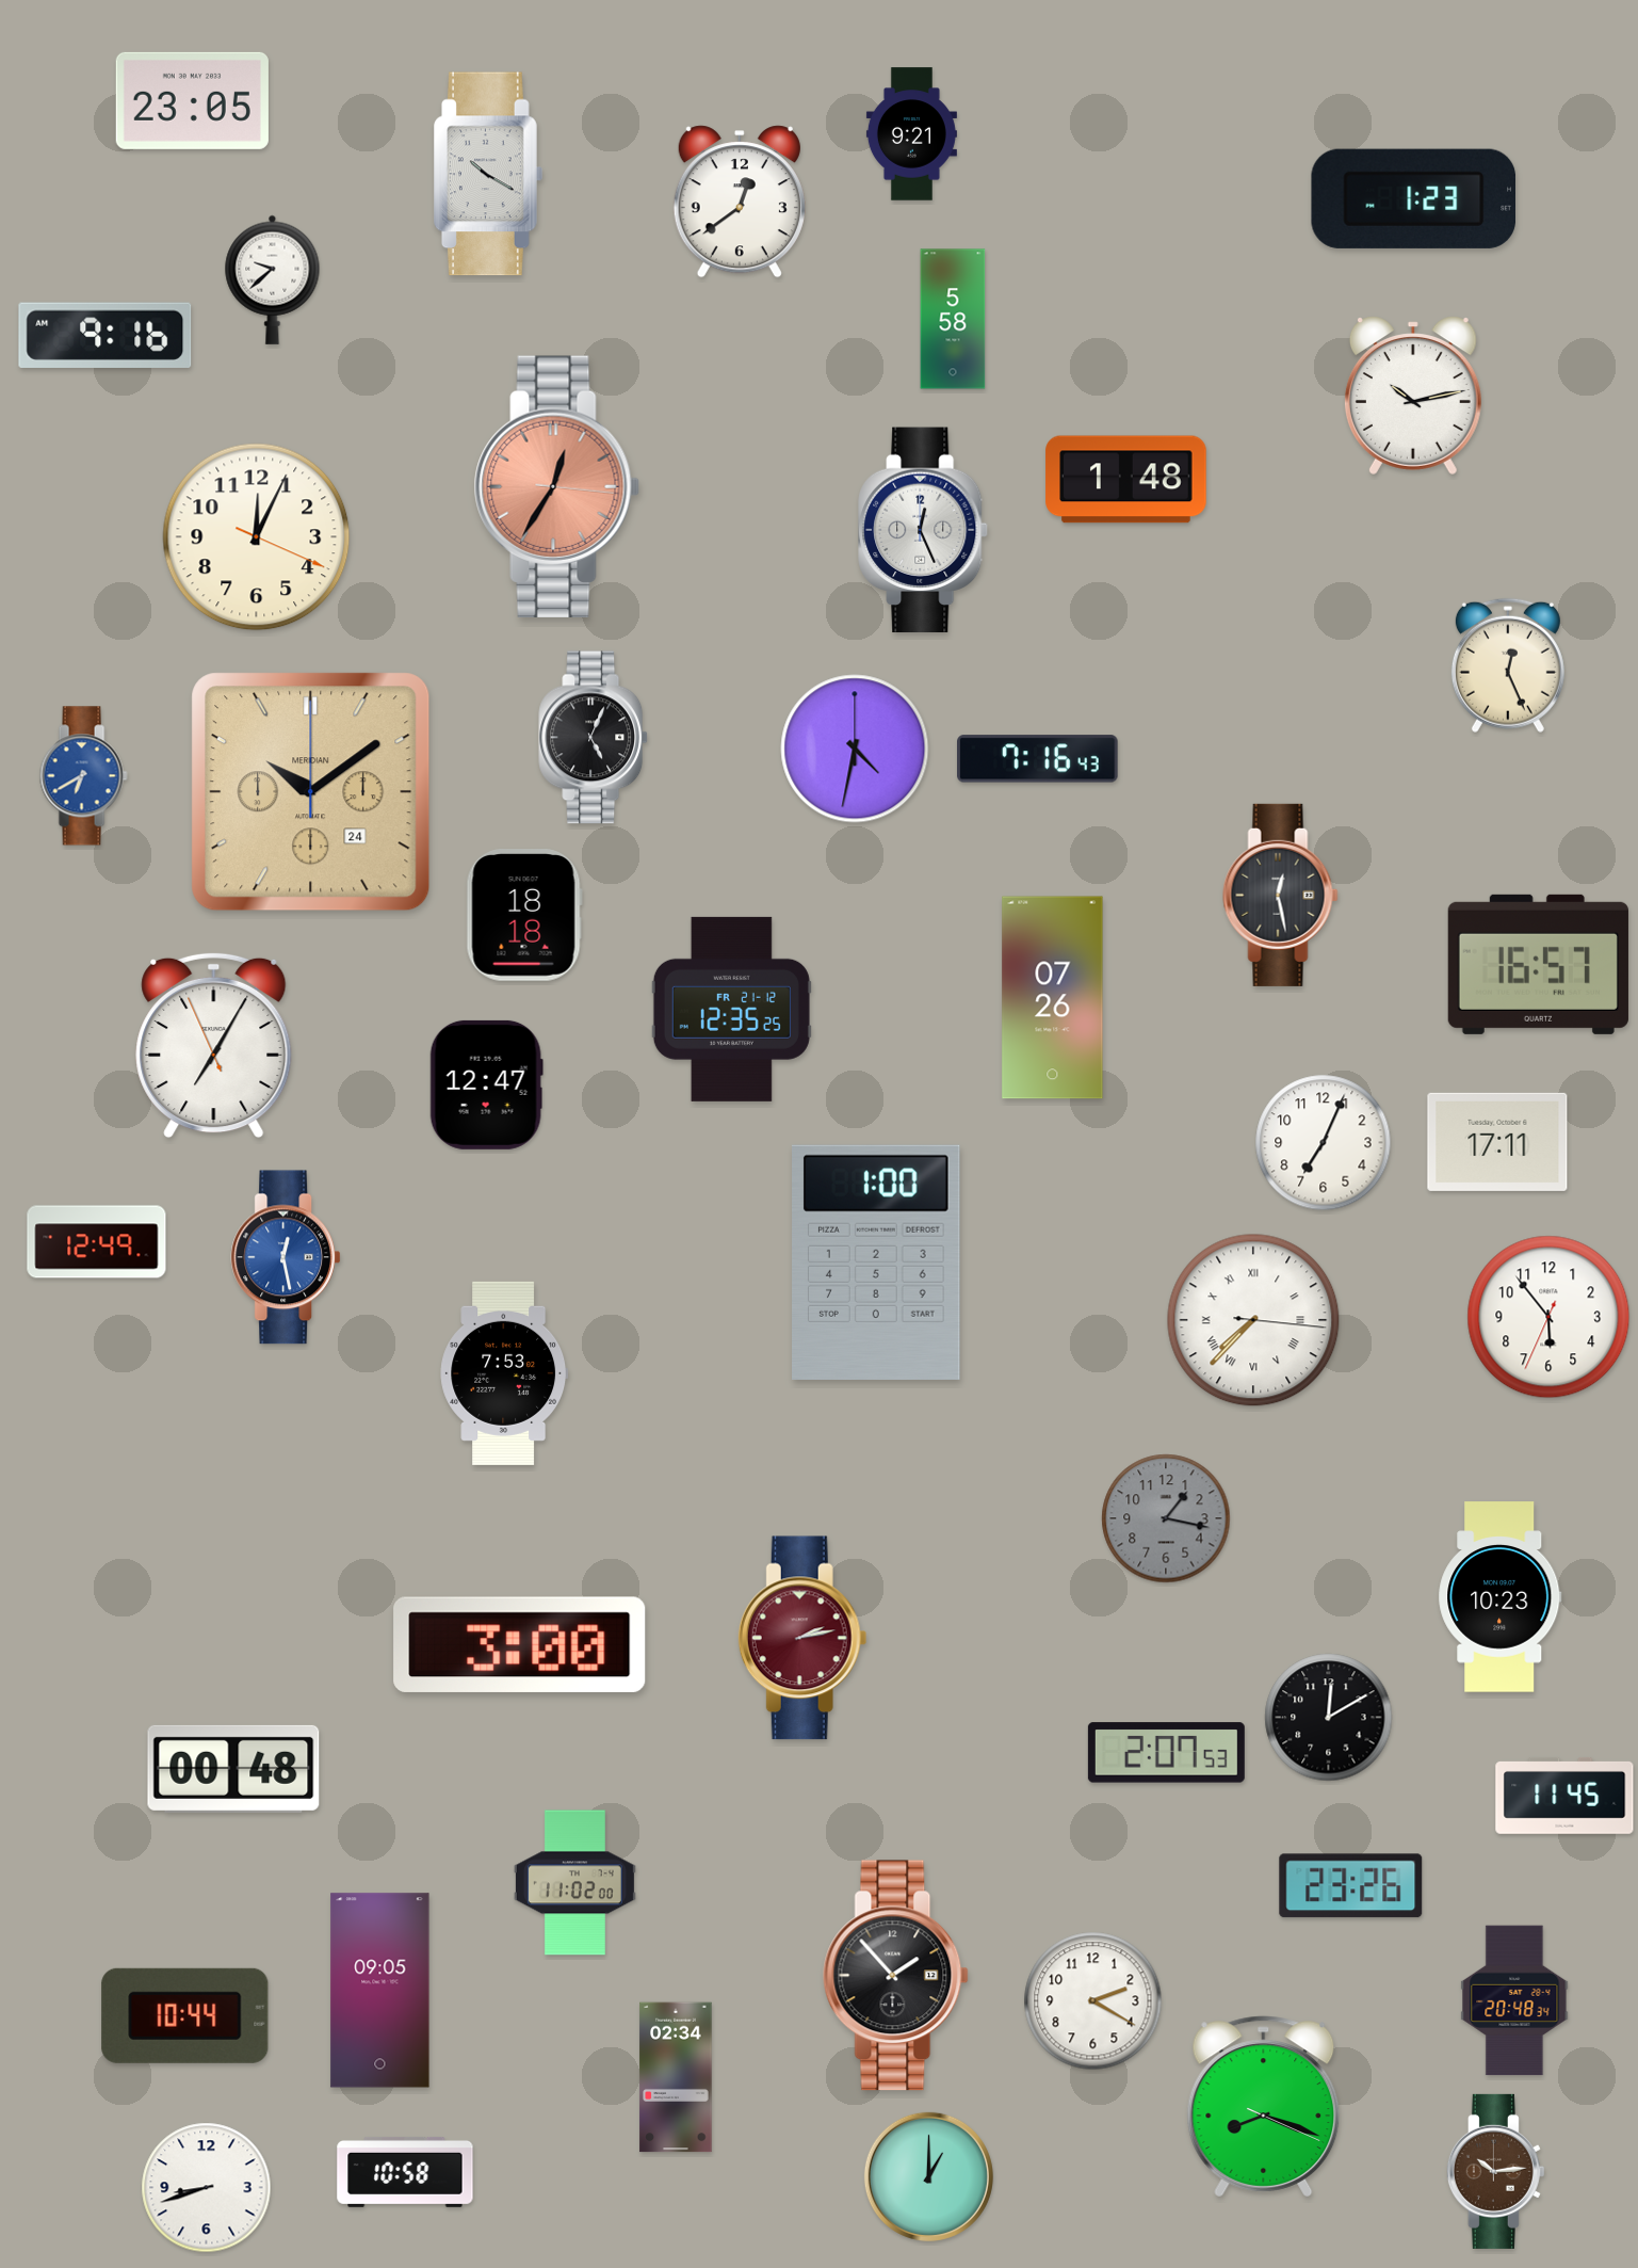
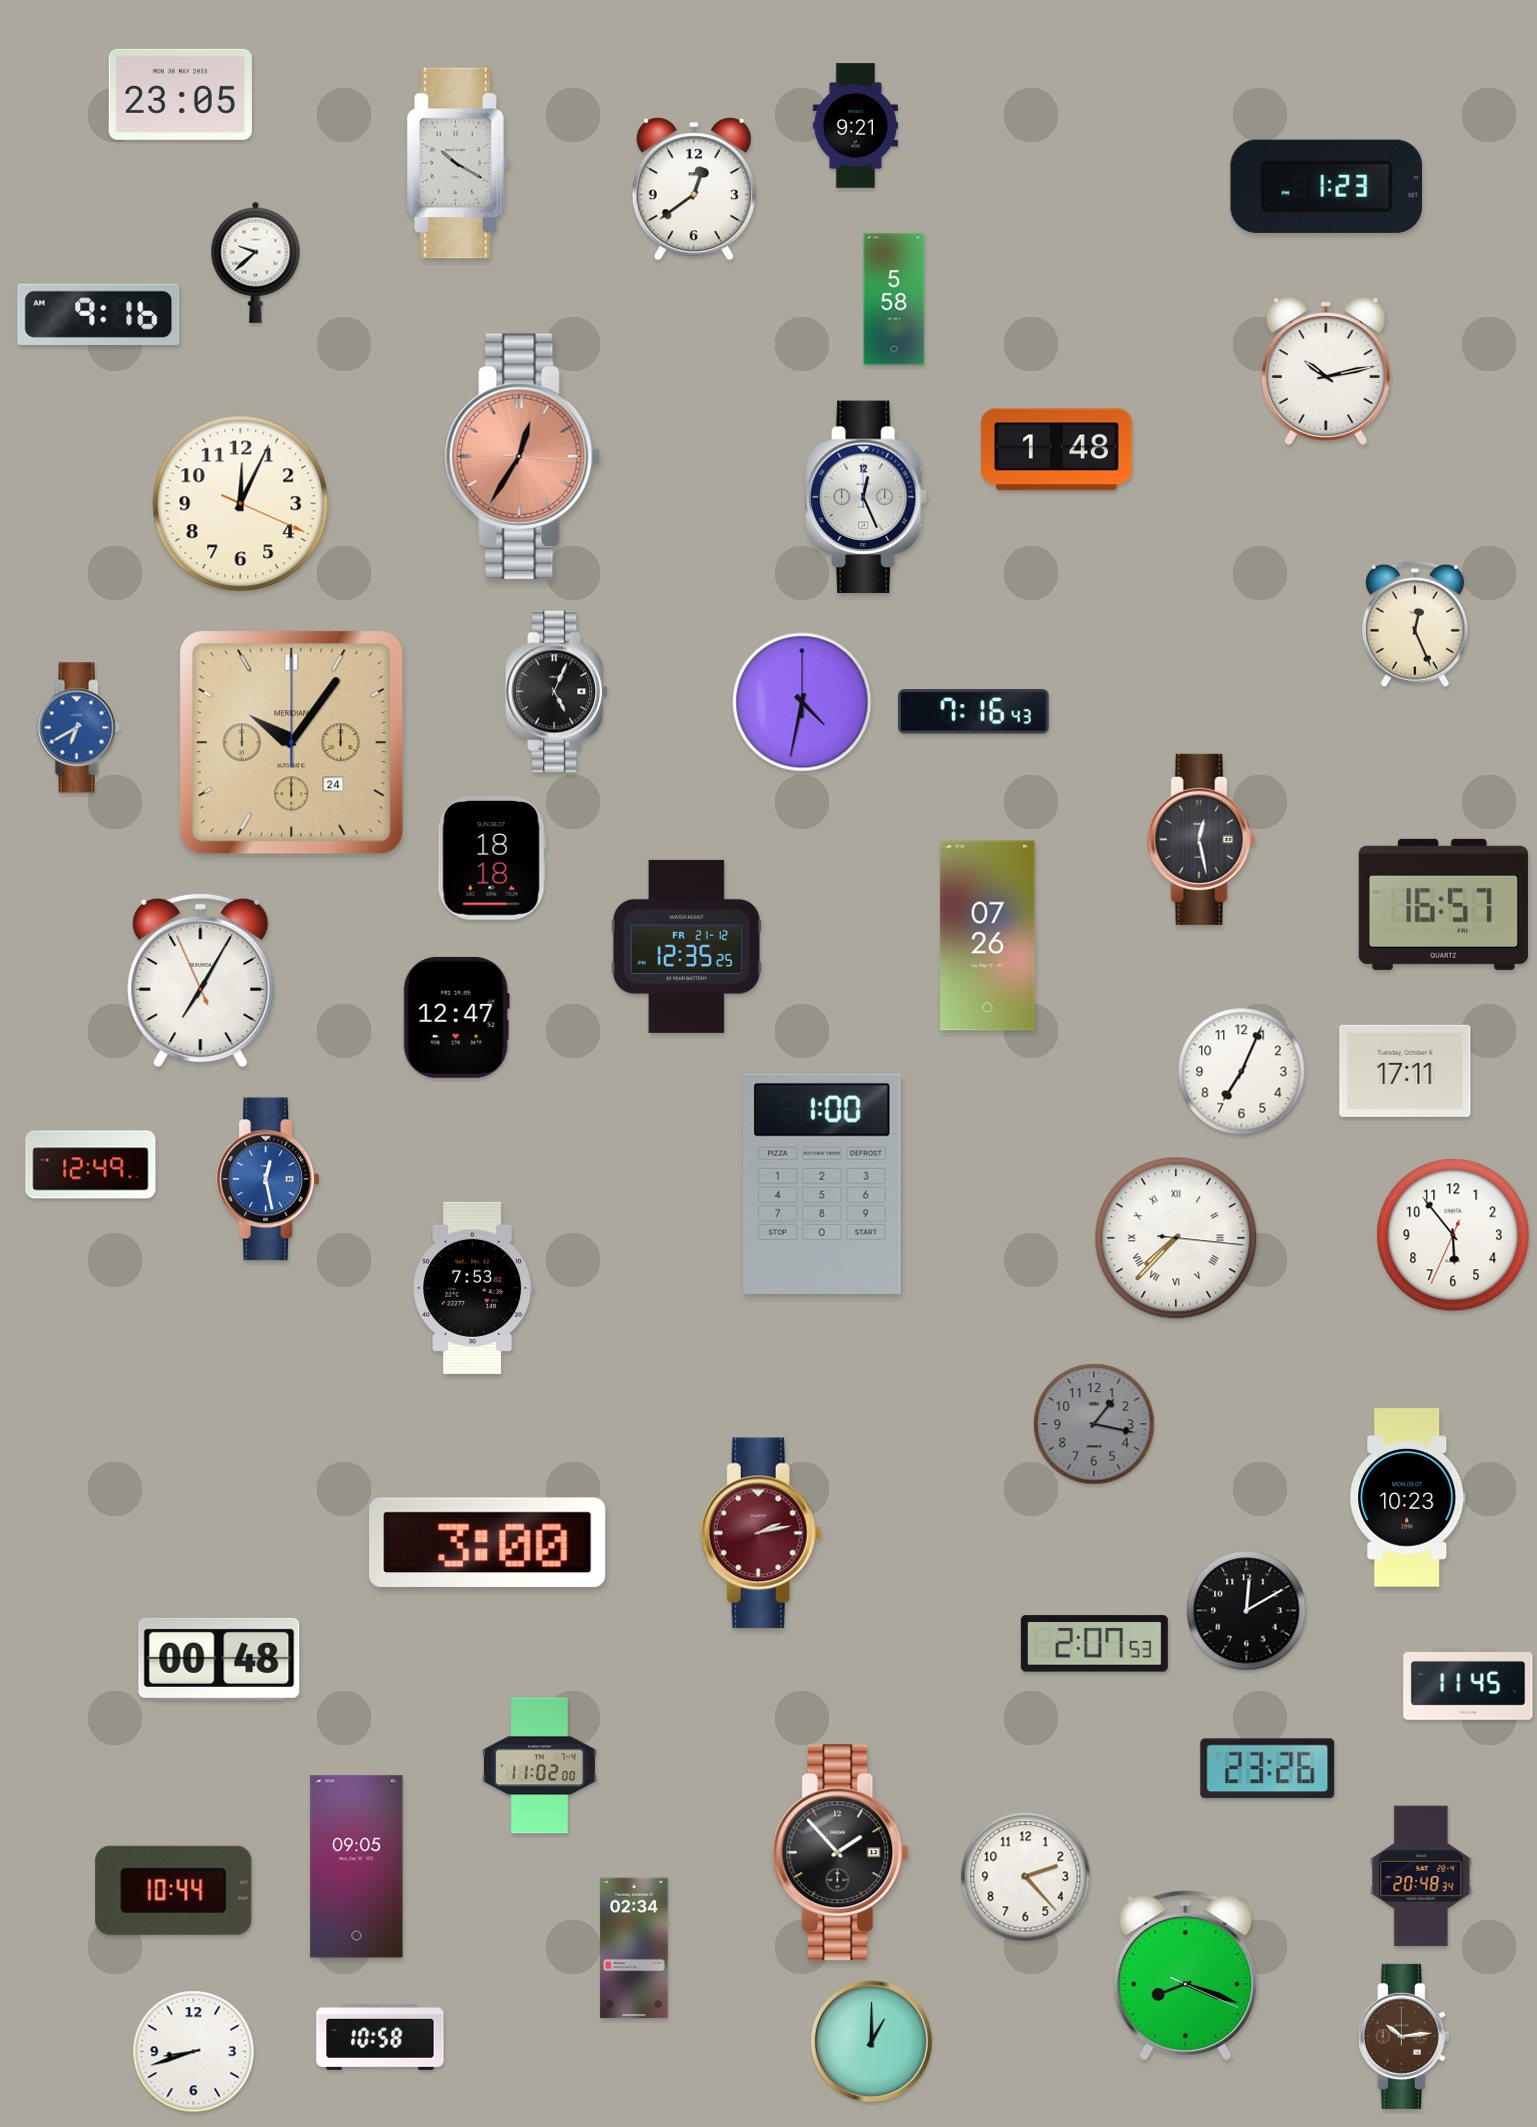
clock at (311, 792): 10:09 -> 10:06
clock at (802, 1638) position: (802, 1638) -> (761, 1533)
clock at (1093, 2001): 2:20 -> 2:23
